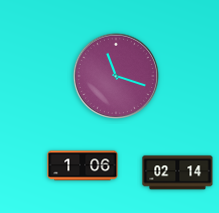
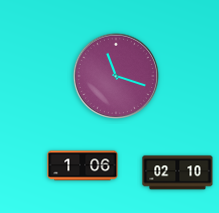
clock at (178, 173): 02:14 -> 02:10
